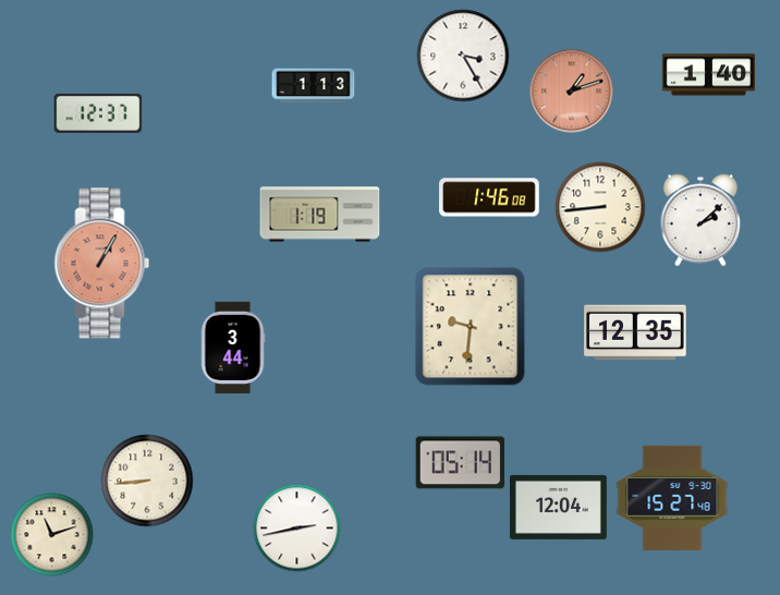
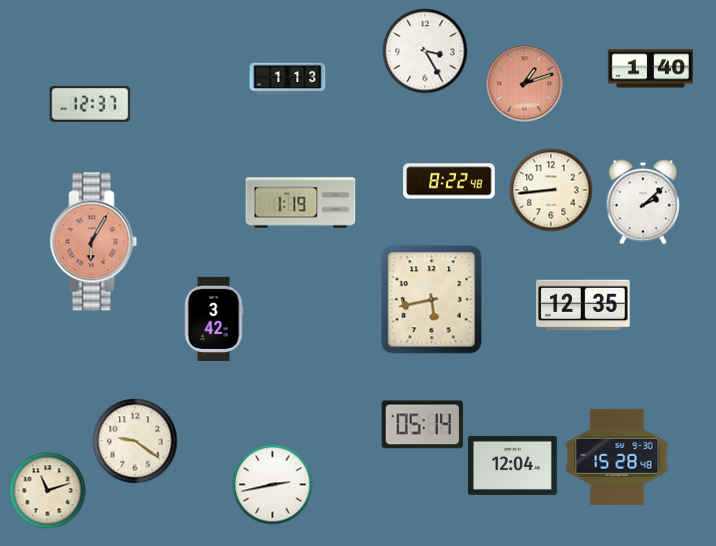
clock at (489, 197): 1:46 -> 8:22
clock at (320, 215) position: (320, 215) -> (301, 203)
clock at (102, 264): 1:05 -> 6:05
clock at (471, 327): 9:31 -> 5:43
clock at (233, 347): 3:44 -> 3:42
clock at (147, 481): 8:44 -> 9:21
clock at (672, 498): 15:27 -> 15:28
